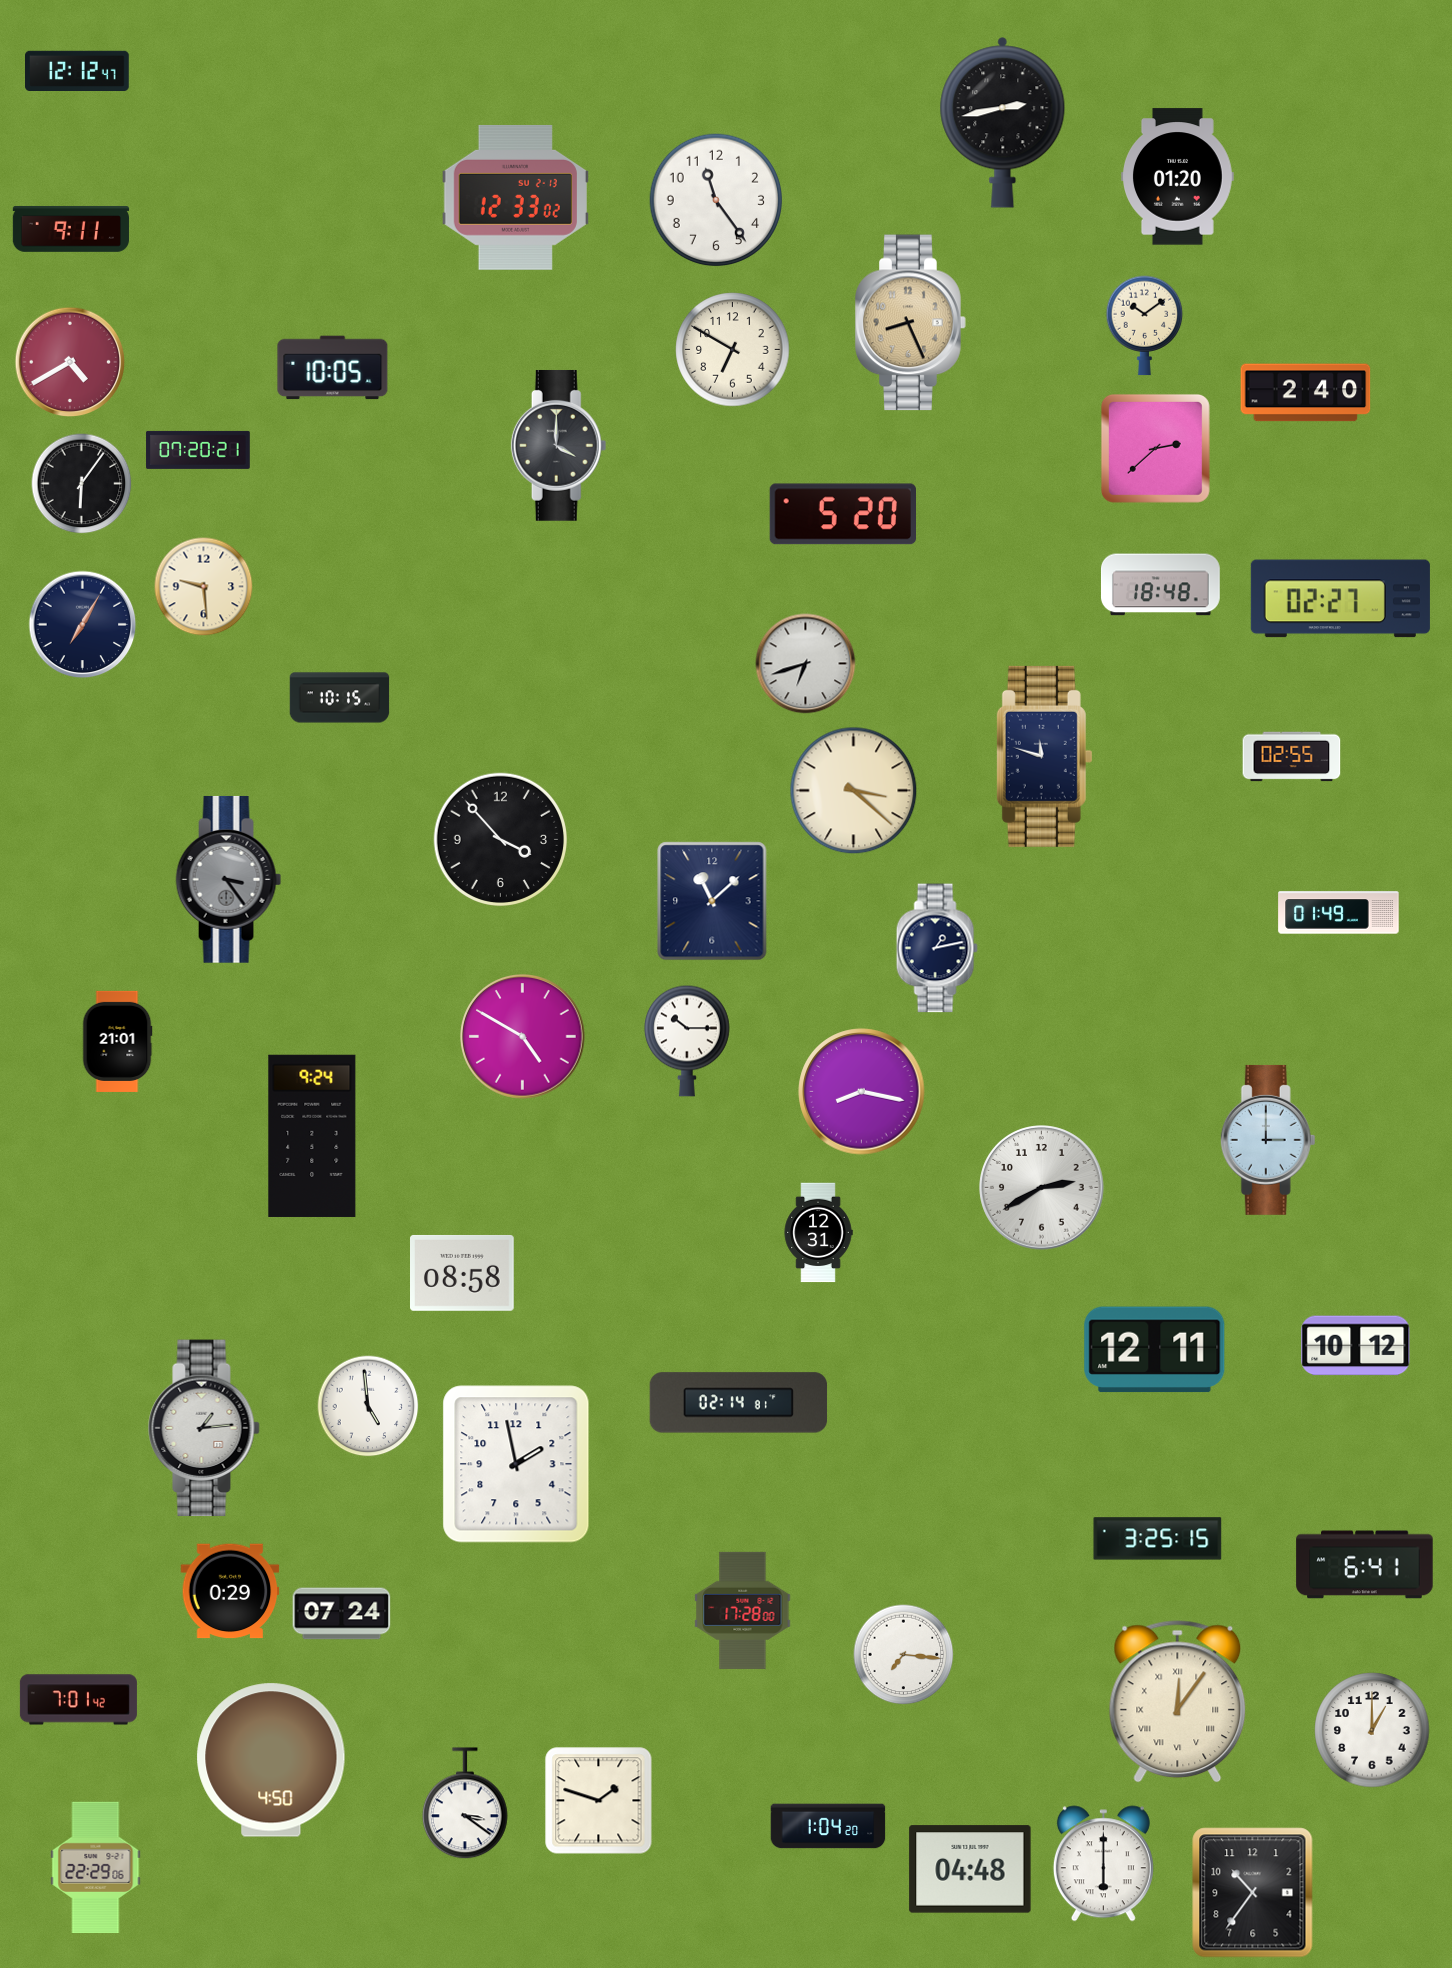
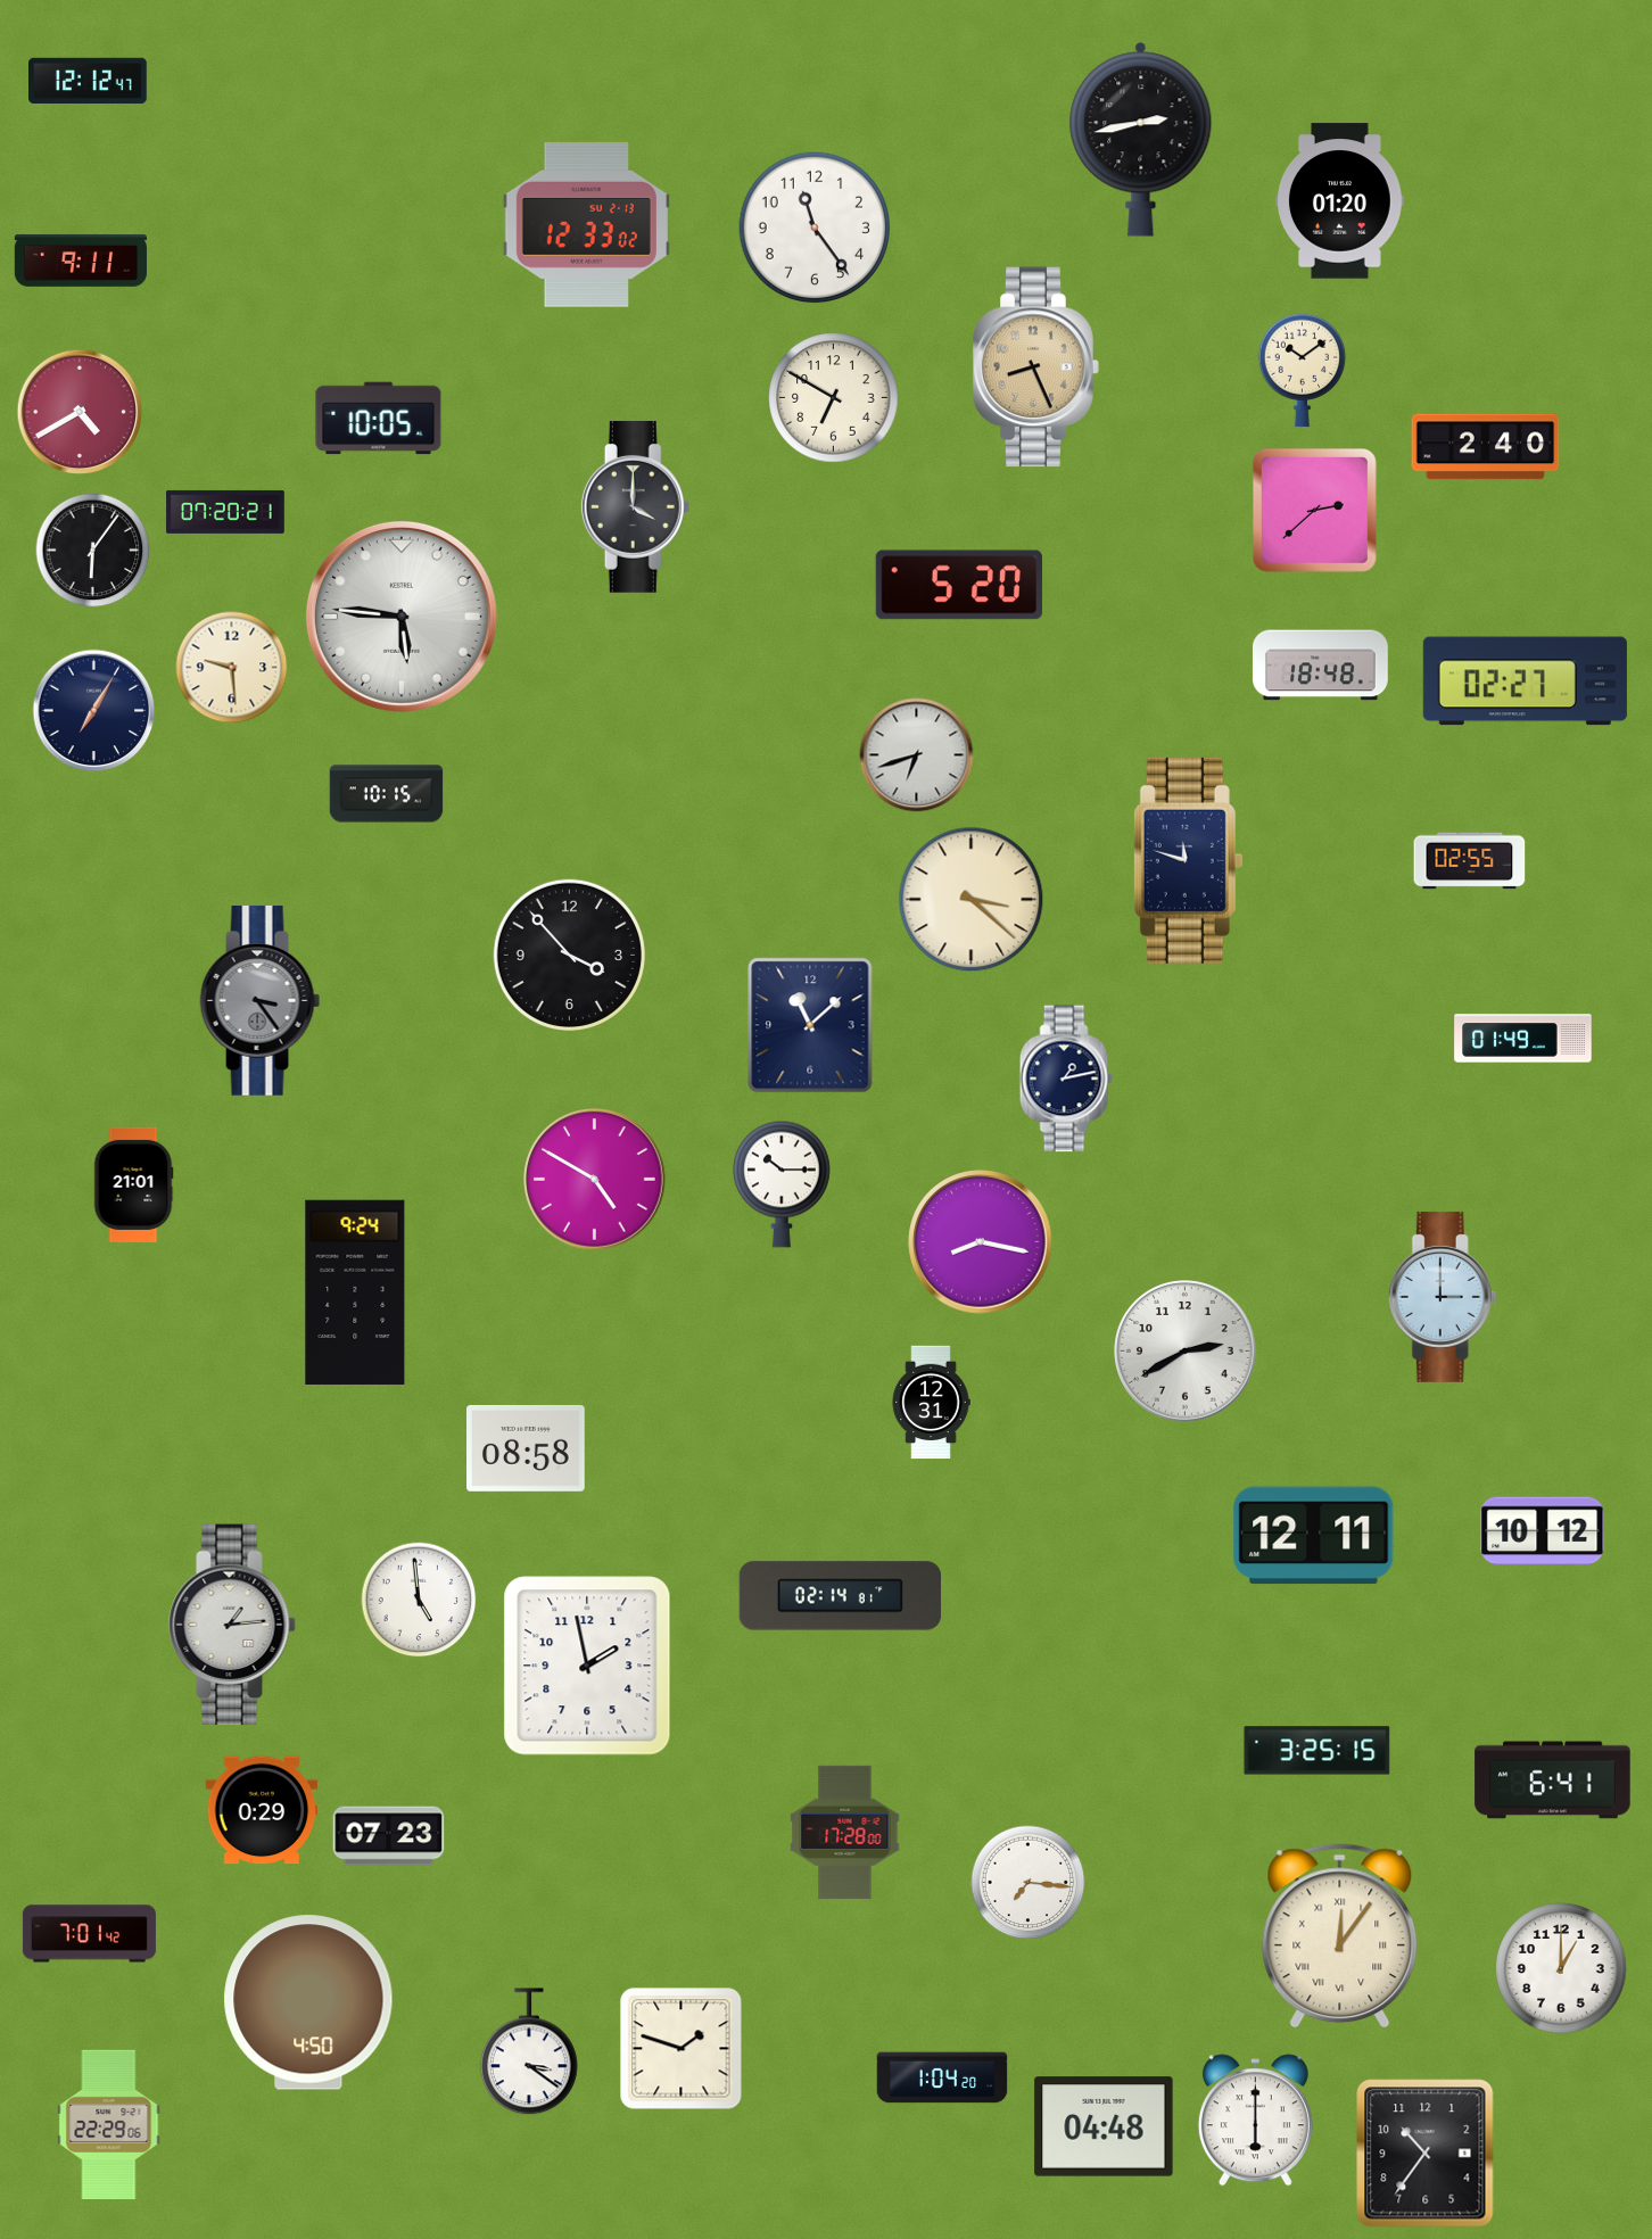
clock at (402, 617): none -> 5:46
clock at (342, 1614): 07:24 -> 07:23
